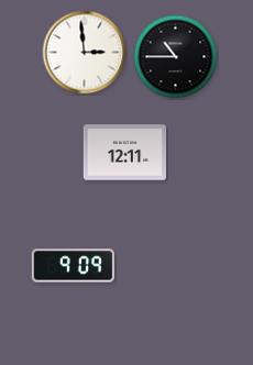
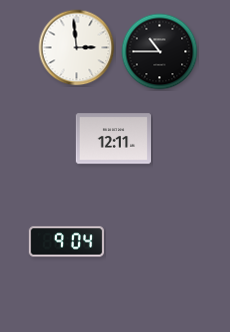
clock at (73, 266): 9:09 -> 9:04
